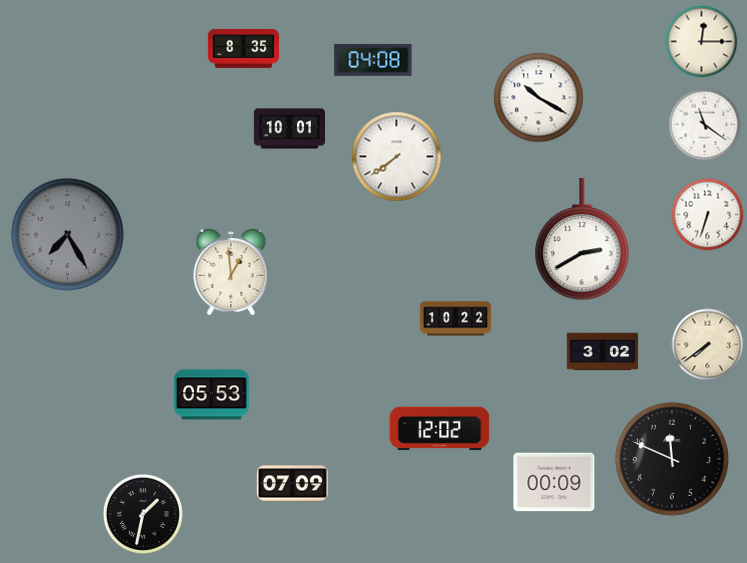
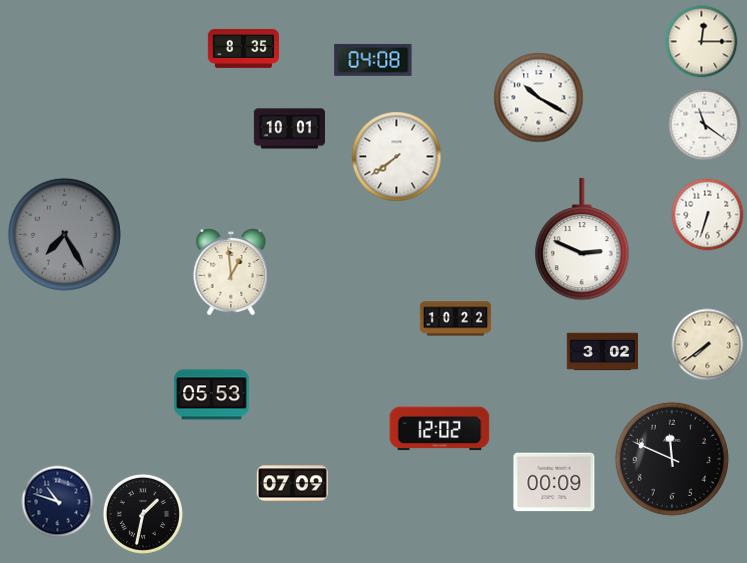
clock at (67, 234) position: (67, 234) -> (64, 234)
clock at (582, 239): 2:40 -> 2:49
clock at (58, 502): none -> 10:48
